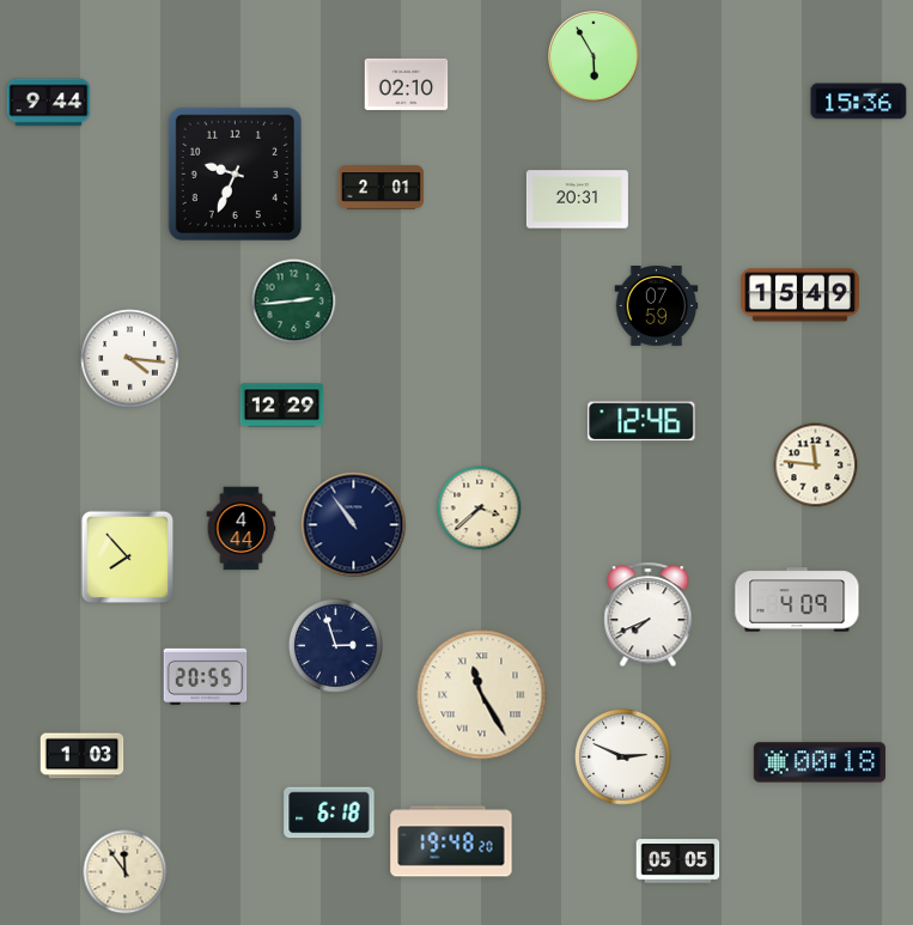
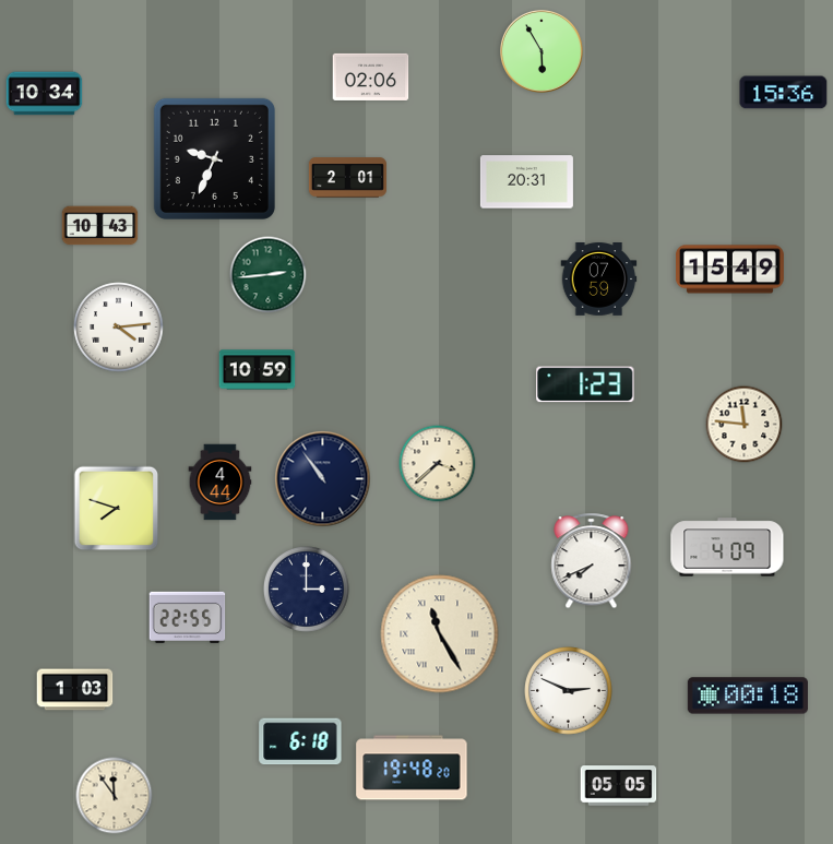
clock at (407, 84): 02:10 -> 02:06
clock at (49, 103): 9:44 -> 10:34
clock at (381, 188) position: (381, 188) -> (347, 178)
clock at (100, 226): none -> 10:43
clock at (130, 359): 4:16 -> 4:14
clock at (282, 406): 12:29 -> 10:59
clock at (641, 421): 12:46 -> 1:23
clock at (128, 558): 7:53 -> 7:48
clock at (335, 645): 2:57 -> 3:00
clock at (206, 676): 20:55 -> 22:55
